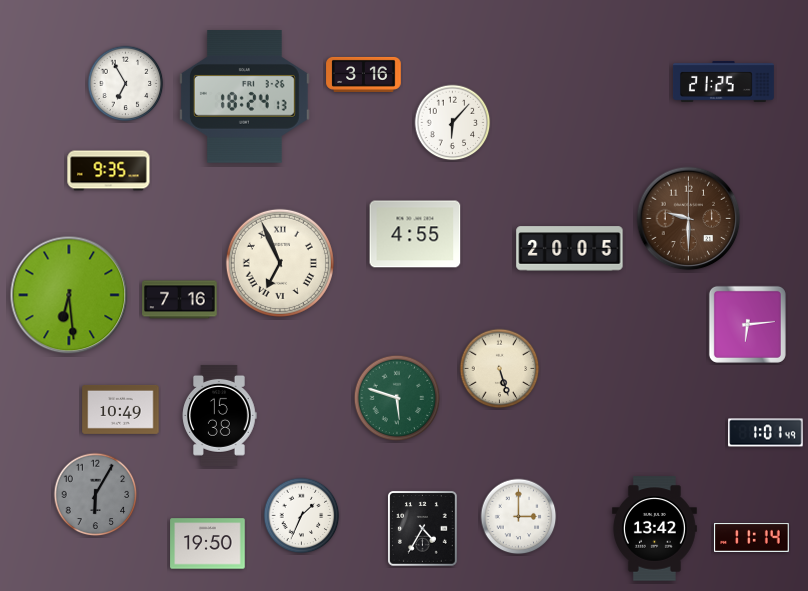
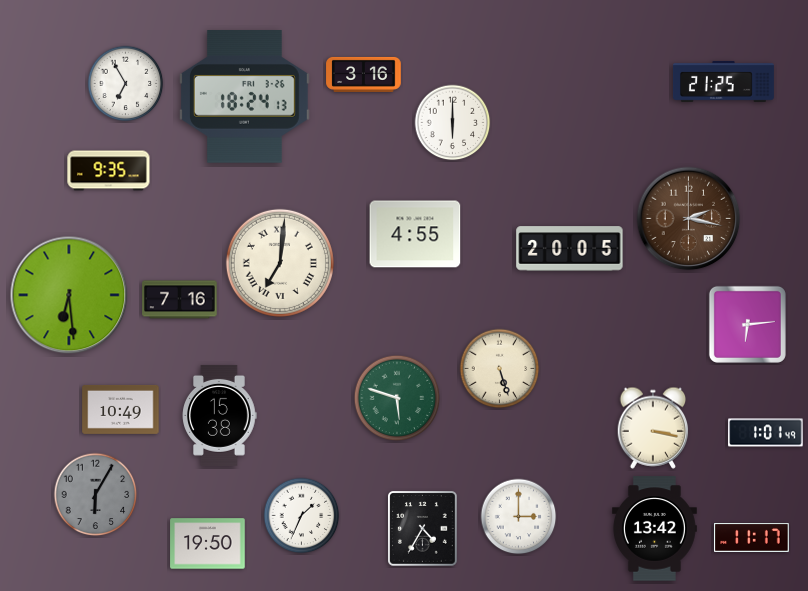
clock at (453, 123): 6:07 -> 6:00
clock at (689, 219): 9:30 -> 2:17
clock at (280, 263): 6:56 -> 7:01
clock at (653, 428): none -> 3:17
clock at (752, 538): 11:14 -> 11:17
